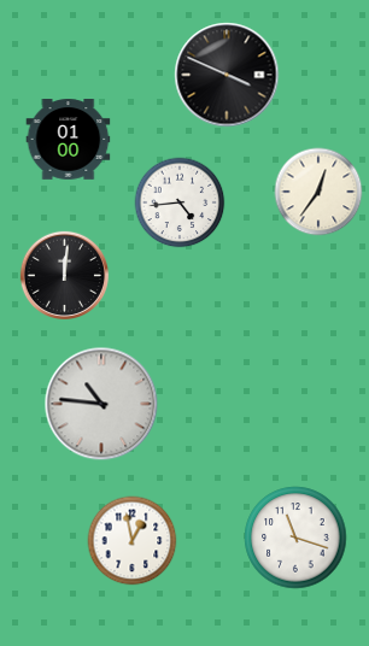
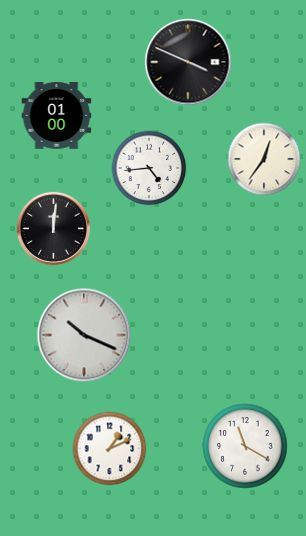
clock at (101, 404): 10:46 -> 10:19
clock at (295, 538): 11:18 -> 11:20
clock at (133, 541): 12:58 -> 1:11
